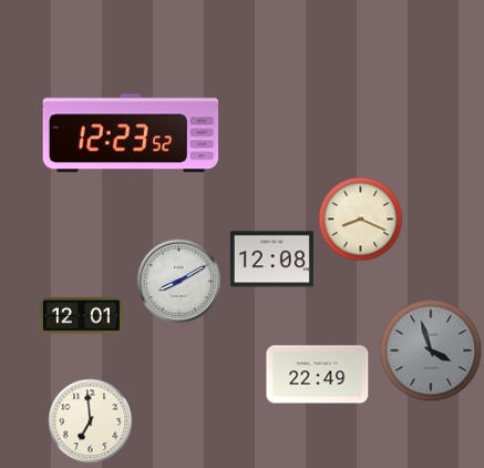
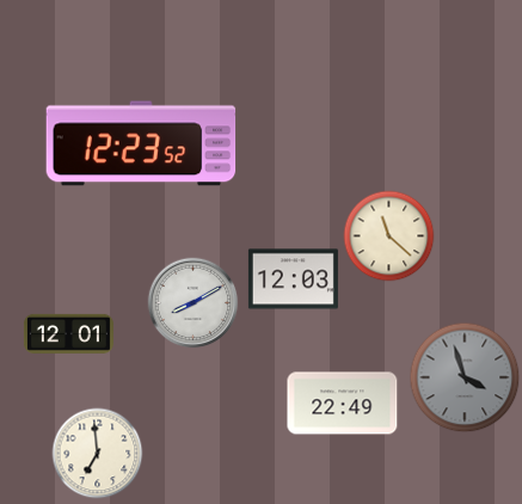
clock at (361, 220): 8:19 -> 11:22
clock at (271, 260): 12:08 -> 12:03
clock at (81, 315) position: (81, 315) -> (68, 333)
